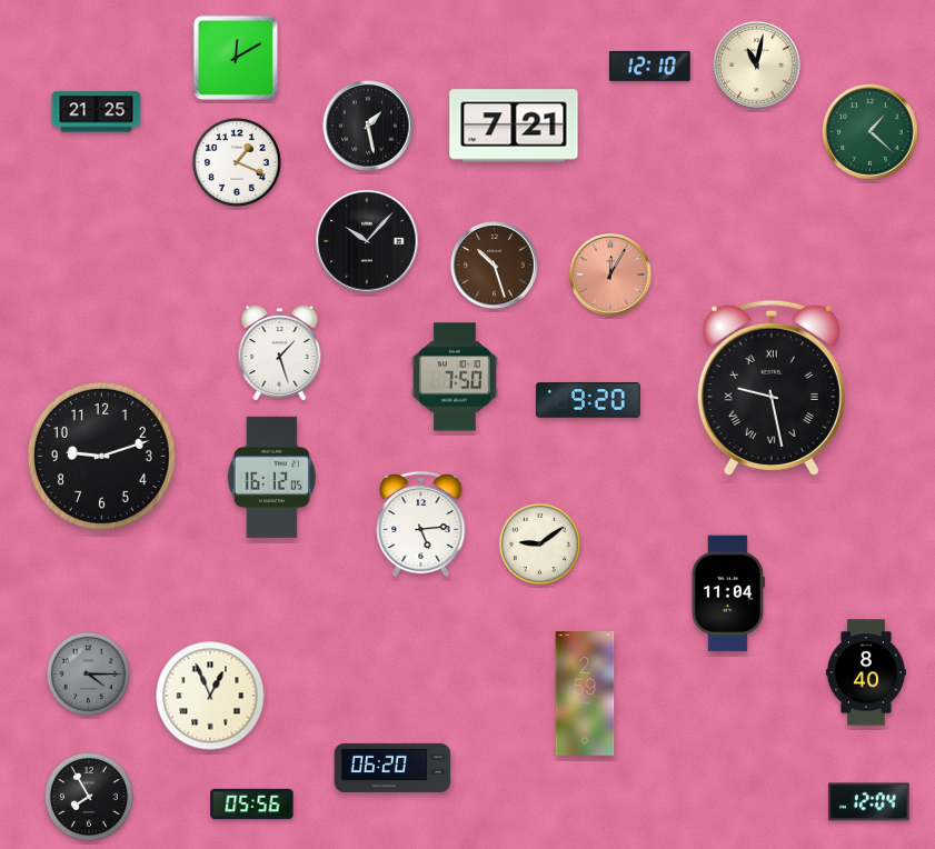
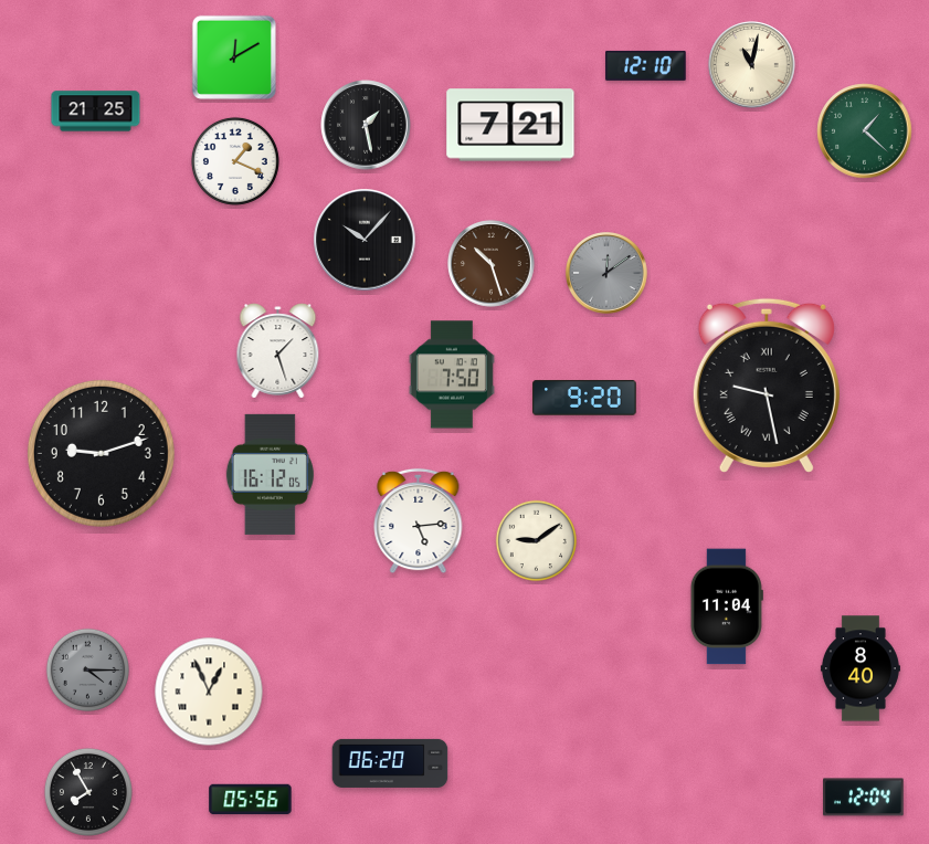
clock at (611, 276): 12:05 -> 12:09
clock at (611, 276) dial: salmon -> grey
clock at (728, 593) position: (728, 593) -> (727, 606)
clock at (585, 693): 2:59 -> none
